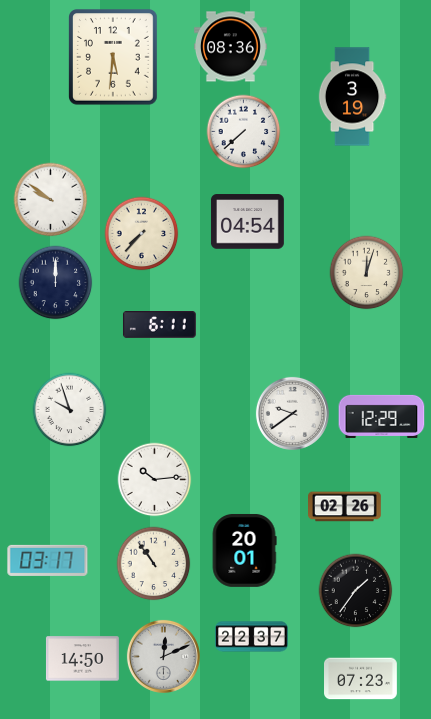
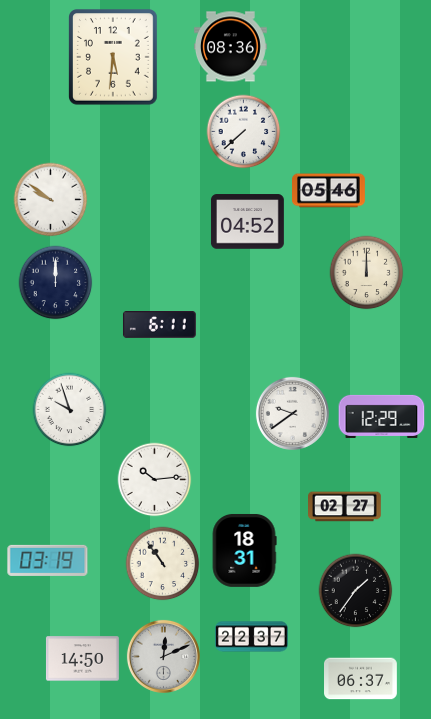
clock at (352, 97): 3:19 -> none
clock at (329, 191): none -> 05:46
clock at (247, 222): 04:54 -> 04:52
clock at (142, 234): 7:37 -> none
clock at (367, 273): 12:03 -> 12:00
clock at (345, 507): 02:26 -> 02:27
clock at (244, 550): 20:01 -> 18:31
clock at (48, 560): 03:17 -> 03:19
clock at (154, 564) position: (154, 564) -> (163, 564)
clock at (361, 679): 07:23 -> 06:37
